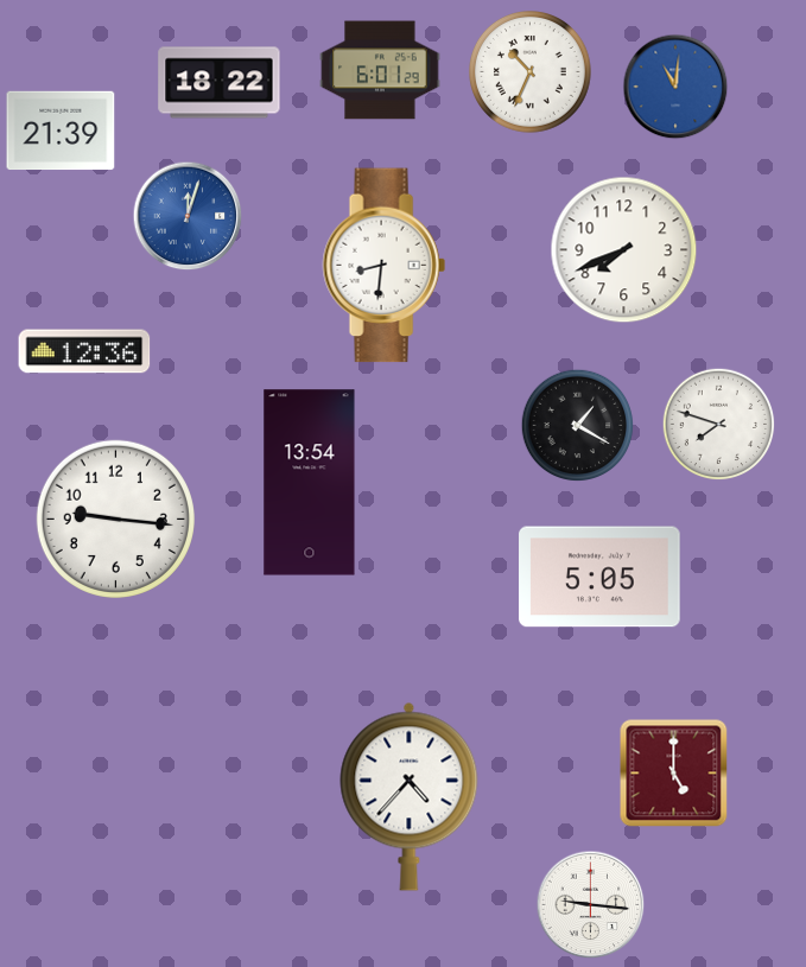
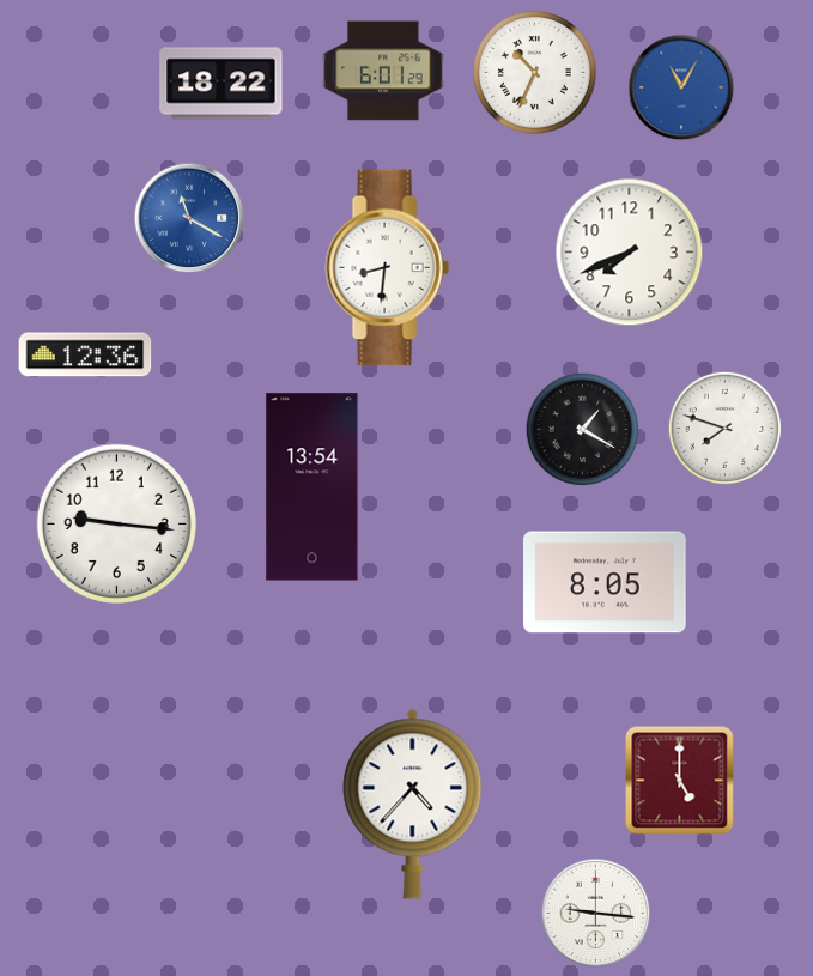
clock at (675, 87): 11:01 -> 11:05
clock at (61, 131): 21:39 -> none
clock at (188, 216): 12:03 -> 11:20
clock at (599, 577): 5:05 -> 8:05
